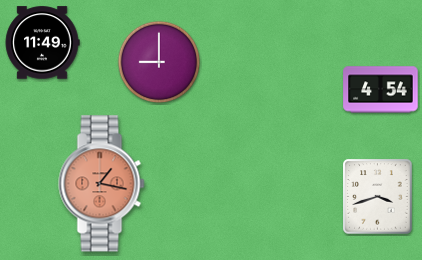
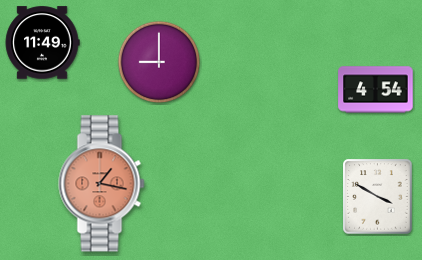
clock at (381, 90) position: (381, 90) -> (376, 90)
clock at (378, 197): 3:42 -> 3:50
